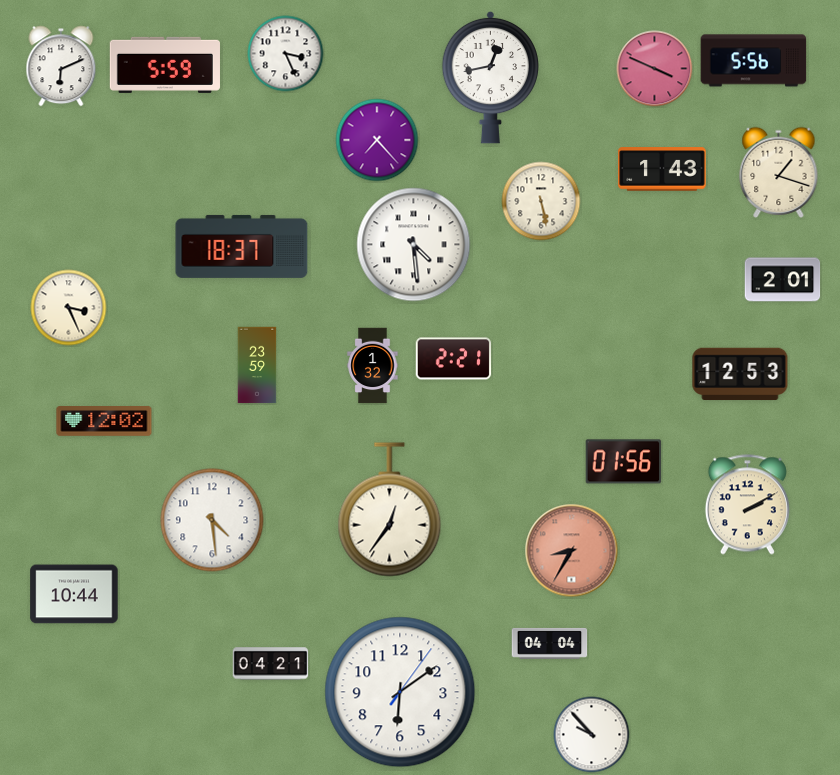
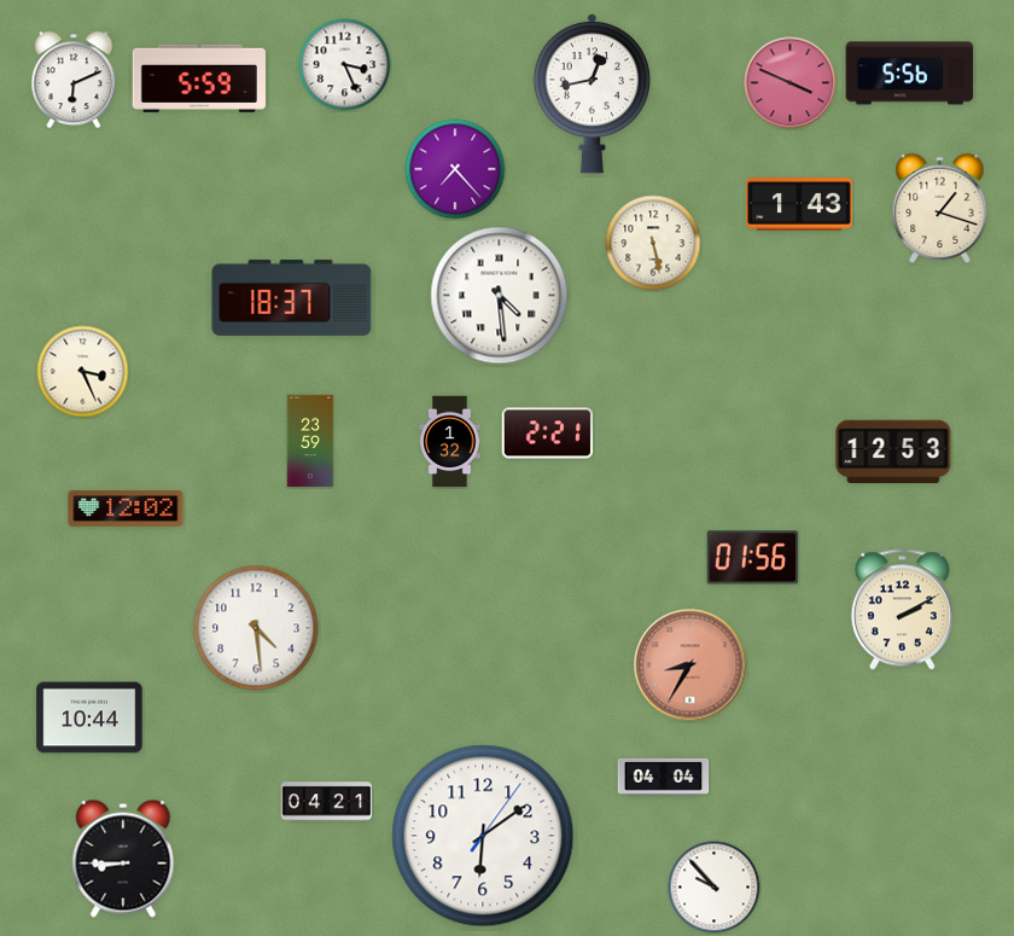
clock at (783, 280): 2:01 -> none
clock at (390, 510): 12:36 -> none
clock at (123, 859): none -> 8:45
